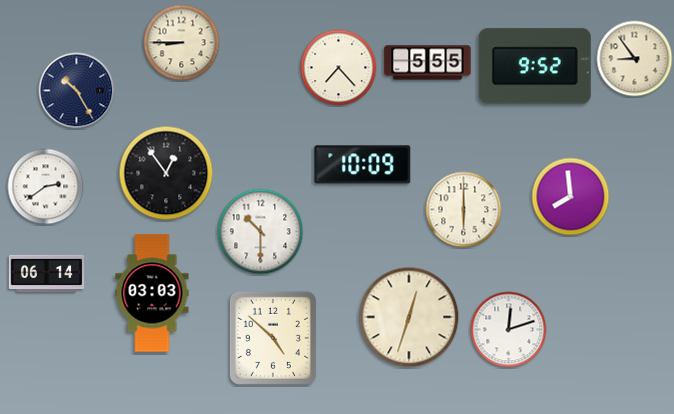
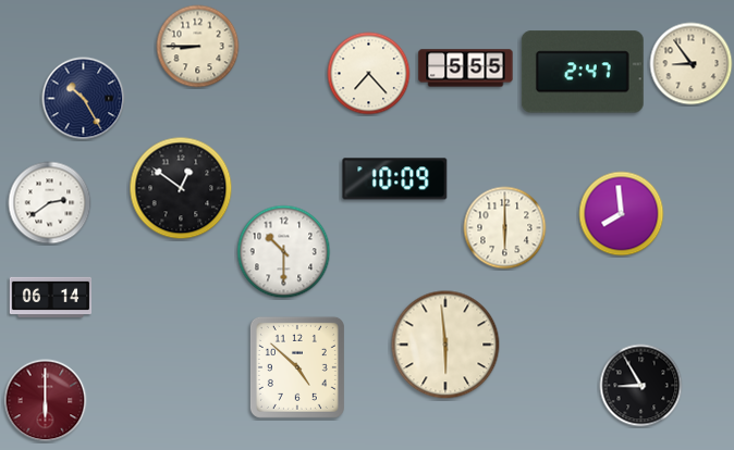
clock at (535, 66): 9:52 -> 2:47
clock at (166, 173): 12:54 -> 12:51
clock at (152, 293): 03:03 -> none
clock at (409, 317): 12:33 -> 5:59
clock at (509, 330): 12:12 -> none
clock at (641, 386): none -> 8:55
clock at (46, 401): none -> 6:00
